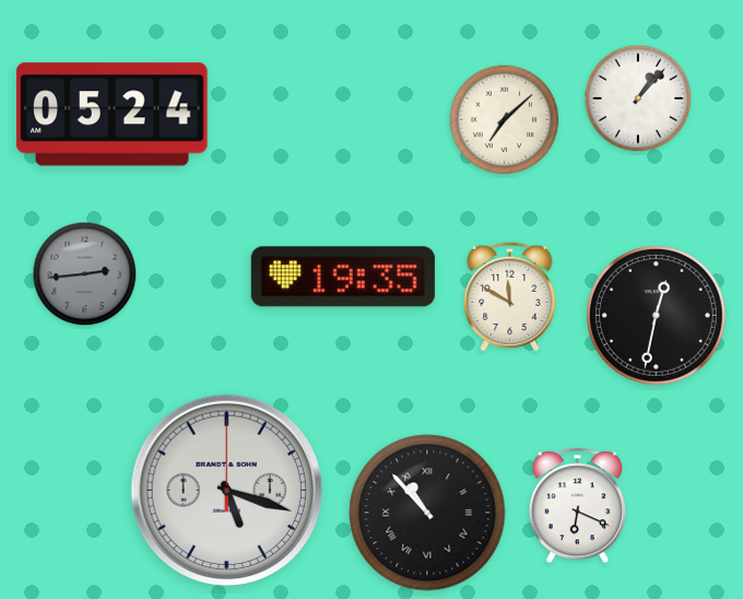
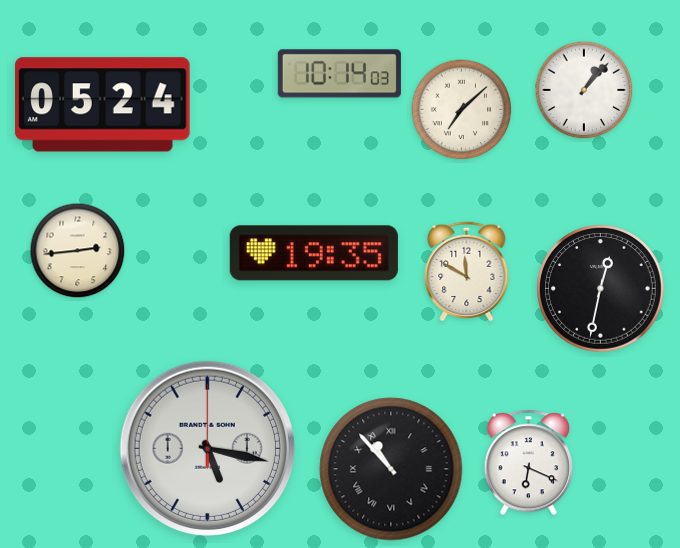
clock at (339, 74): none -> 10:14
clock at (85, 274) dial: grey -> cream
clock at (226, 490): 5:18 -> 5:17
